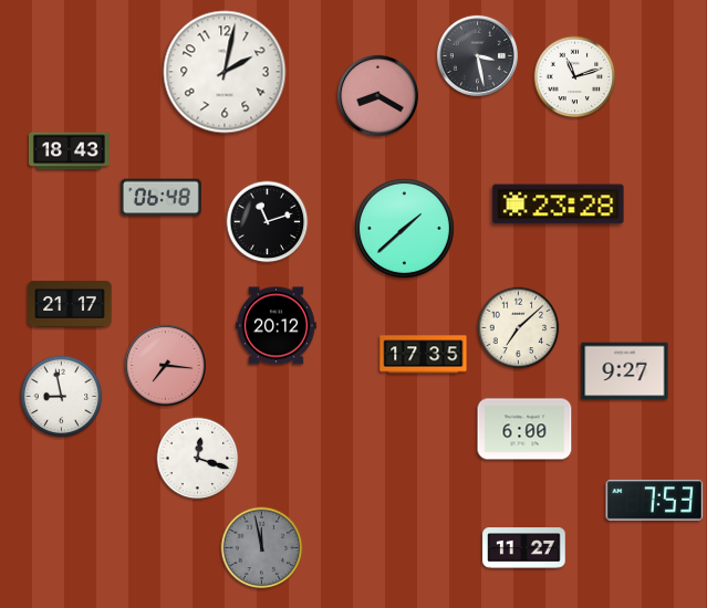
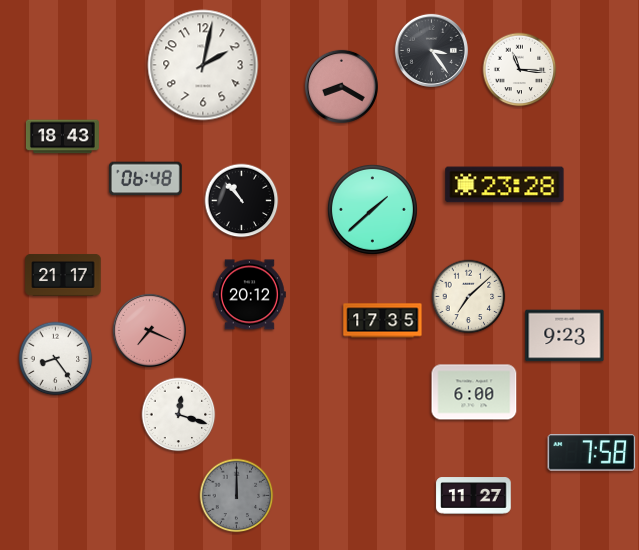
clock at (477, 55): 3:28 -> 3:24
clock at (575, 77): 11:12 -> 11:16
clock at (268, 222): 11:12 -> 10:53
clock at (404, 228) position: (404, 228) -> (372, 209)
clock at (165, 365): 7:16 -> 7:19
clock at (625, 371): 9:27 -> 9:23
clock at (62, 397): 8:58 -> 8:24
clock at (524, 429) position: (524, 429) -> (474, 392)
clock at (655, 501): 7:53 -> 7:58
clock at (262, 548): 11:58 -> 12:00
